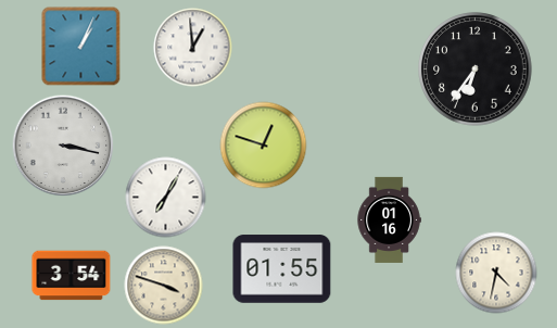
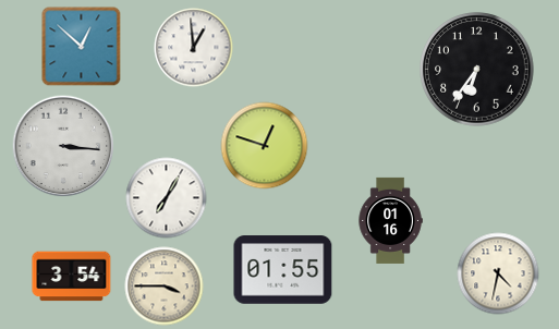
clock at (81, 47): 1:04 -> 12:52
clock at (63, 146): 3:17 -> 3:16
clock at (164, 286): 3:48 -> 3:45
